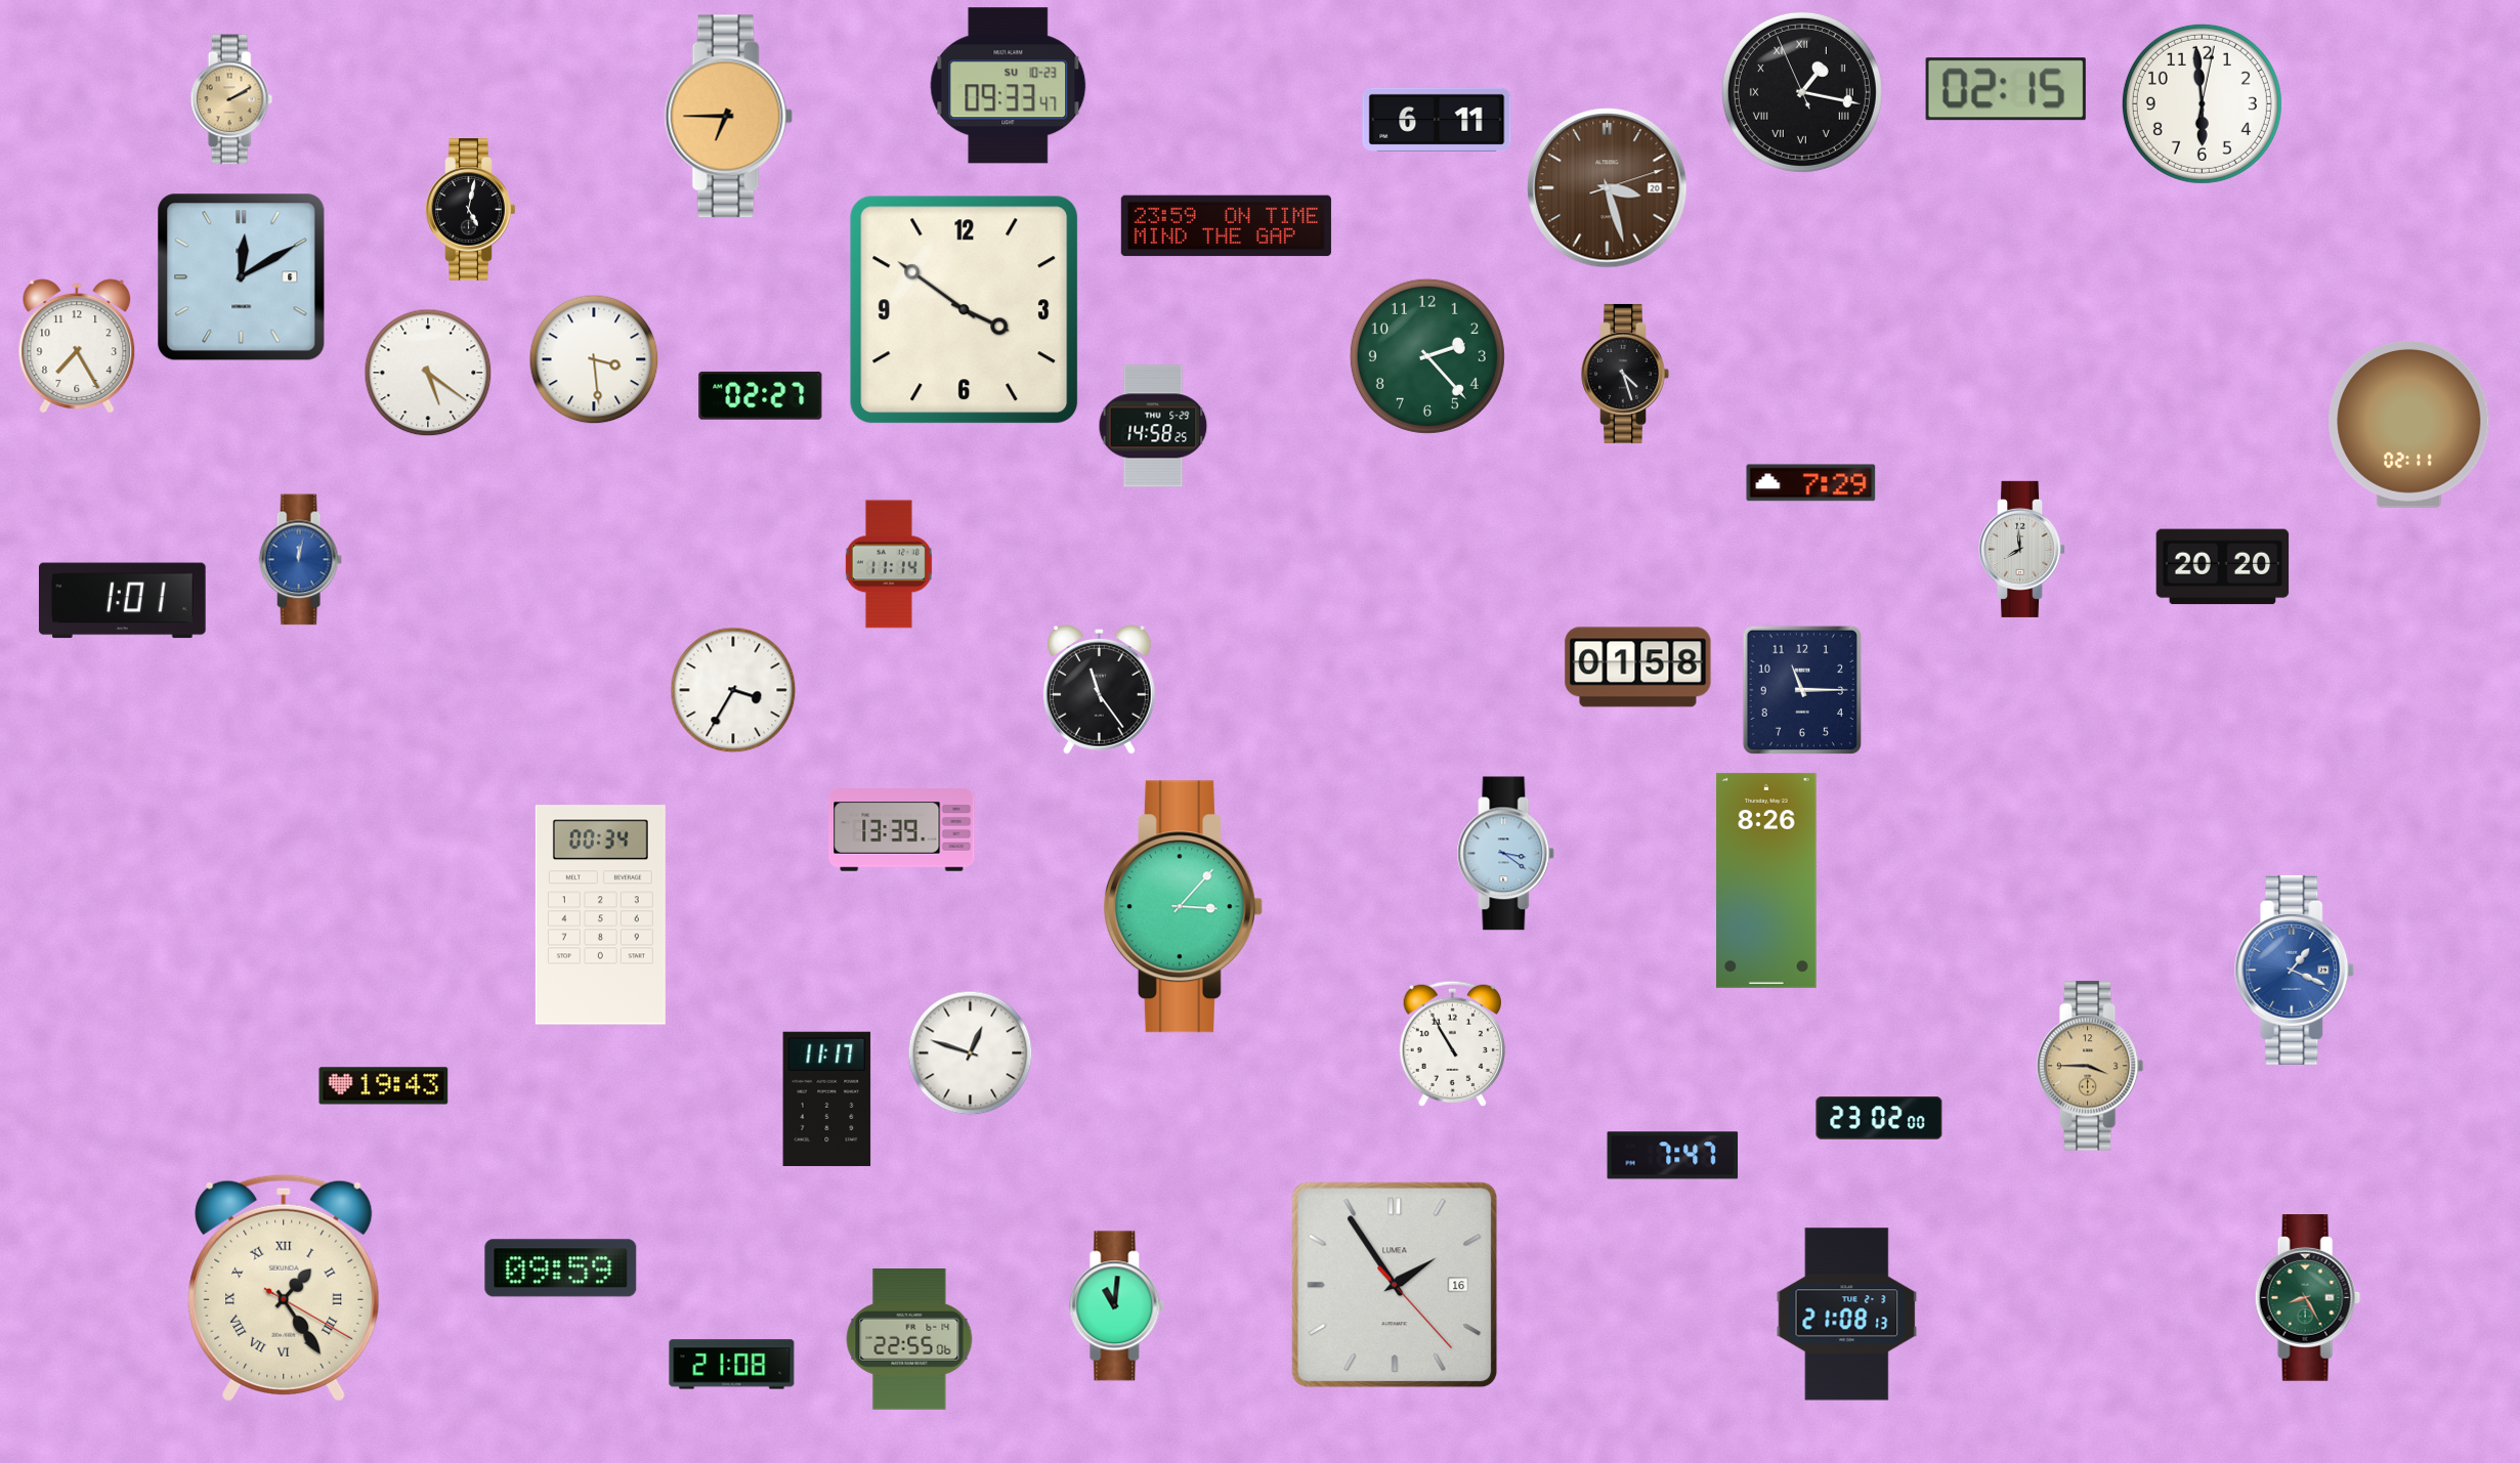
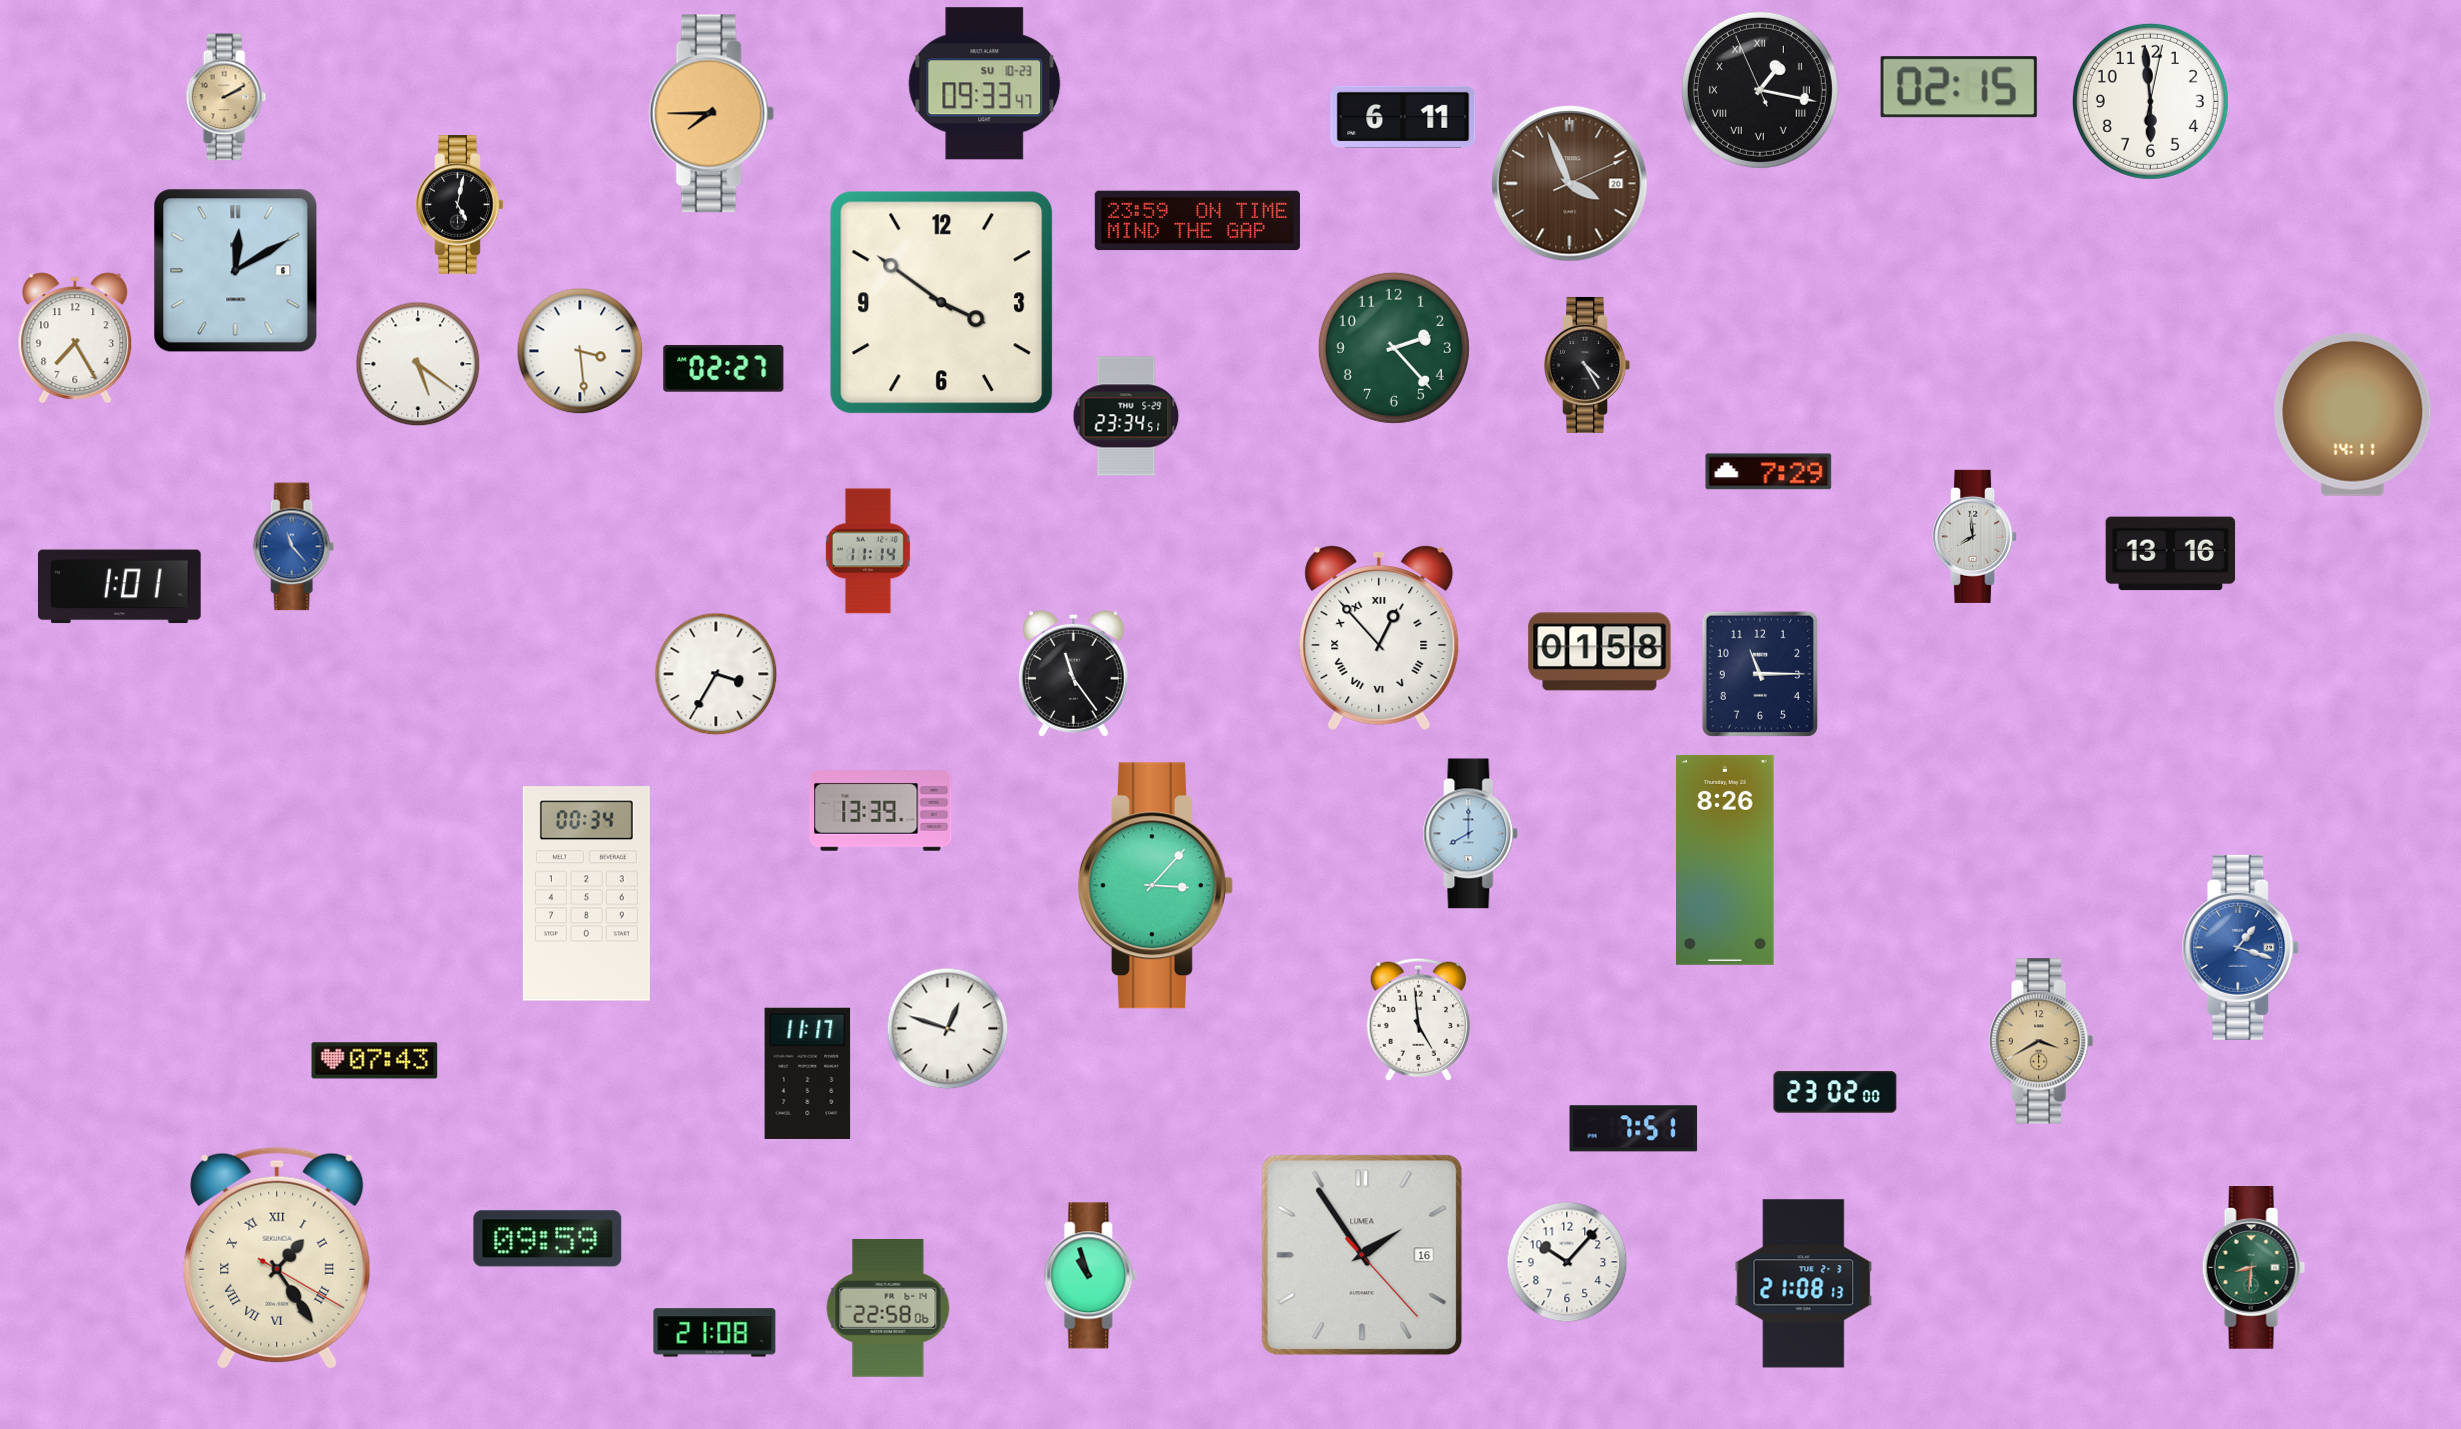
clock at (728, 117): 6:45 -> 7:45
clock at (1608, 188): 3:27 -> 3:56
clock at (1625, 374): 4:27 -> 4:25
clock at (761, 395) position: (761, 395) -> (724, 368)
clock at (2409, 424): 02:11 -> 14:11
clock at (1153, 426): 14:58 -> 23:34
clock at (300, 560): 12:02 -> 11:23
clock at (2223, 567): 20:20 -> 13:16
clock at (1379, 638): none -> 12:53
clock at (1506, 854): 3:21 -> 8:00
clock at (2295, 970): 1:19 -> 1:18
clock at (1452, 1043): 10:55 -> 4:59
clock at (2090, 1066): 3:45 -> 3:40
clock at (384, 1086): 19:43 -> 07:43
clock at (1673, 1156): 7:47 -> 7:51
clock at (1567, 1262): none -> 10:07
clock at (2307, 1298): 8:25 -> 8:31
clock at (1117, 1306): 11:01 -> 10:57
clock at (909, 1340): 22:55 -> 22:58
